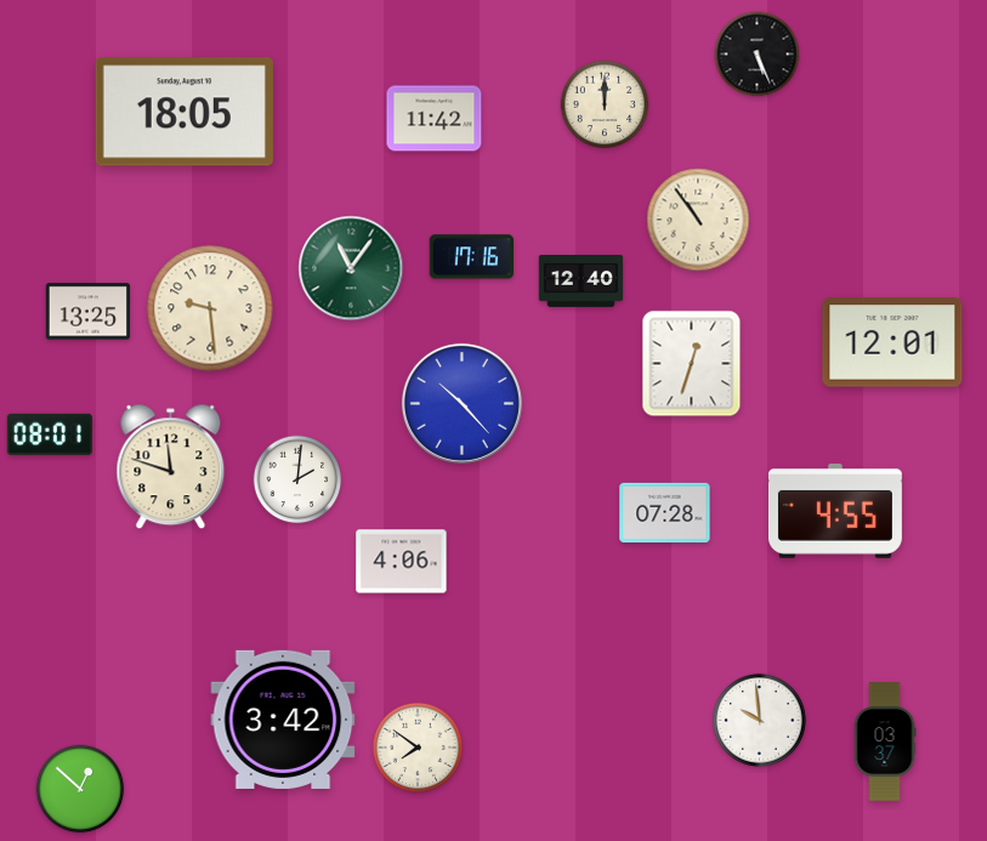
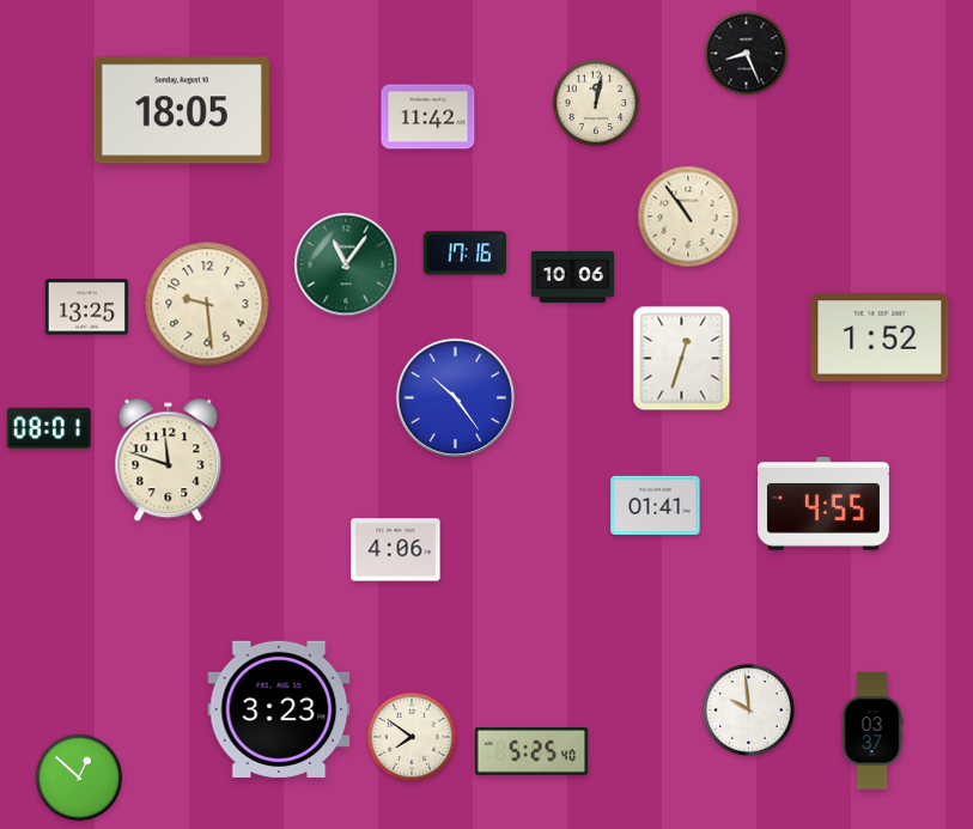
clock at (758, 55): 5:26 -> 8:26
clock at (605, 104): 12:00 -> 12:02
clock at (582, 282): 12:40 -> 10:06
clock at (892, 342): 12:01 -> 1:52
clock at (461, 403): 10:23 -> 10:24
clock at (297, 479): 2:01 -> none
clock at (665, 512): 07:28 -> 01:41
clock at (402, 562) position: (402, 562) -> (396, 550)
clock at (283, 720): 3:42 -> 3:23
clock at (531, 752): none -> 5:25
